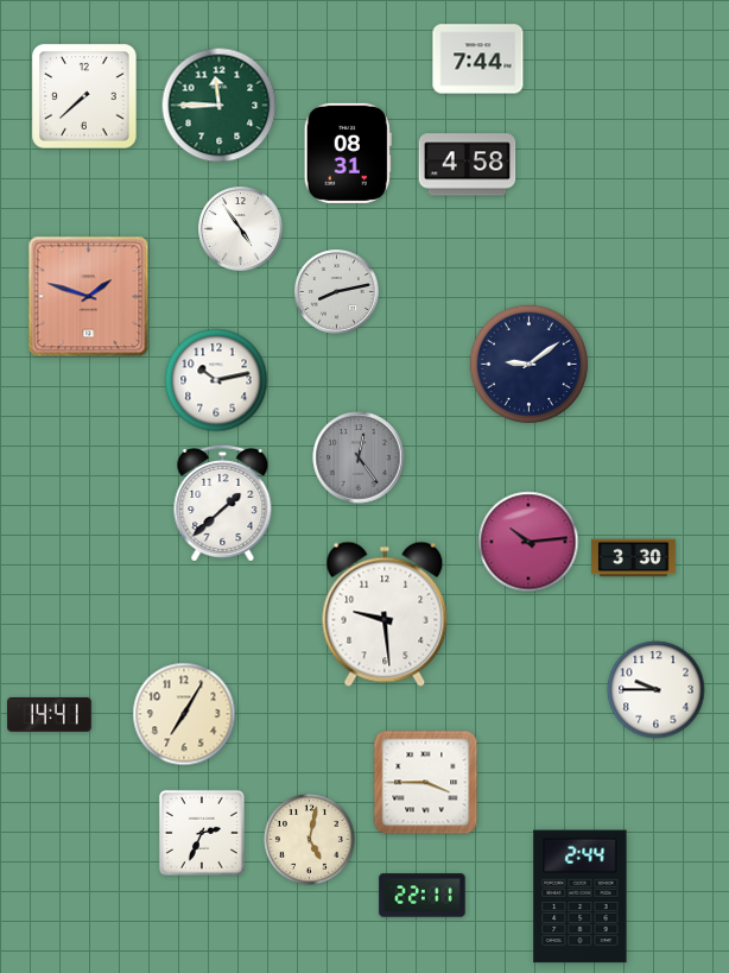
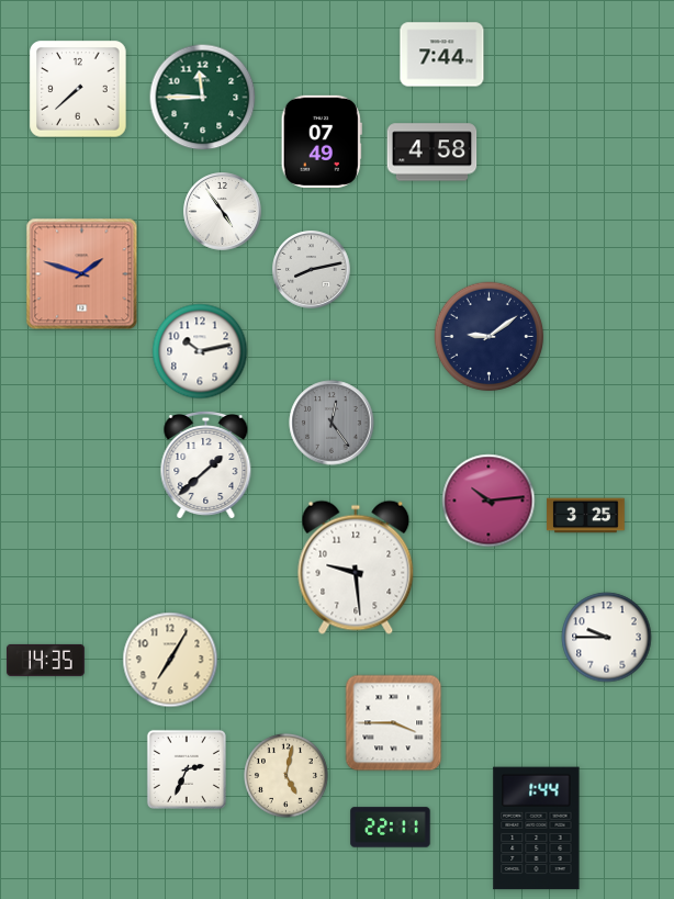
clock at (348, 153): 08:31 -> 07:49
clock at (634, 558): 3:30 -> 3:25
clock at (50, 714): 14:41 -> 14:35
clock at (581, 897): 2:44 -> 1:44
